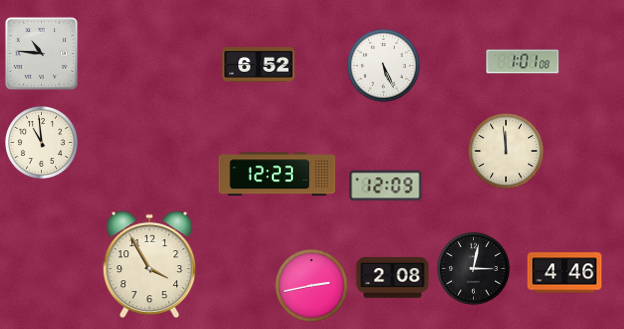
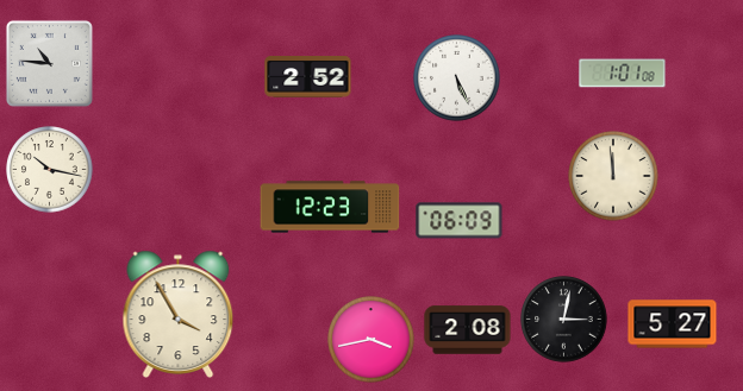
clock at (259, 65): 6:52 -> 2:52
clock at (42, 143): 10:59 -> 10:17
clock at (506, 151) position: (506, 151) -> (613, 176)
clock at (386, 186): 12:09 -> 06:09
clock at (565, 273): 4:46 -> 5:27
clock at (312, 286): 2:43 -> 3:43
